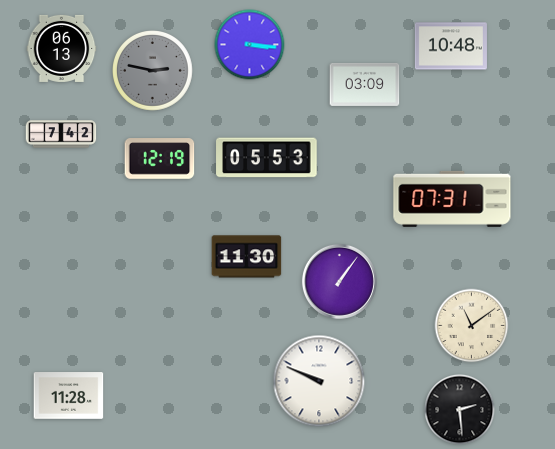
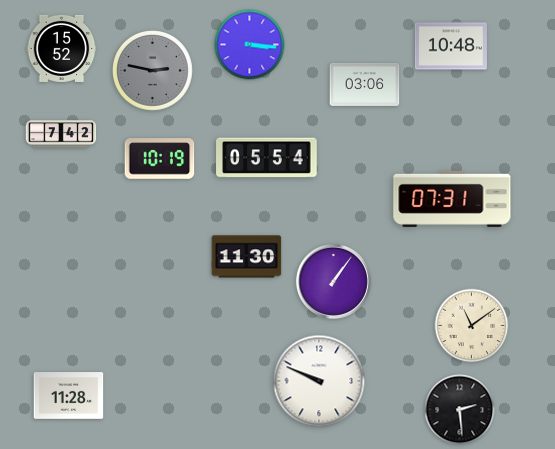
clock at (62, 48): 06:13 -> 15:52
clock at (365, 84): 03:09 -> 03:06
clock at (267, 158): 05:53 -> 05:54
clock at (160, 159): 12:19 -> 10:19
clock at (339, 281) position: (339, 281) -> (333, 281)
